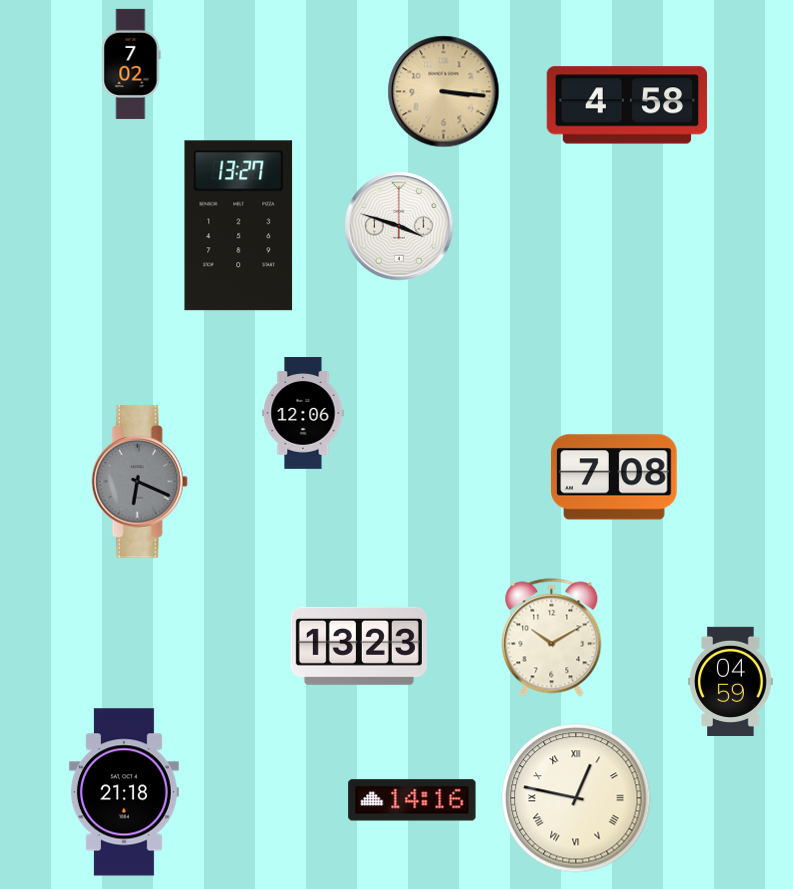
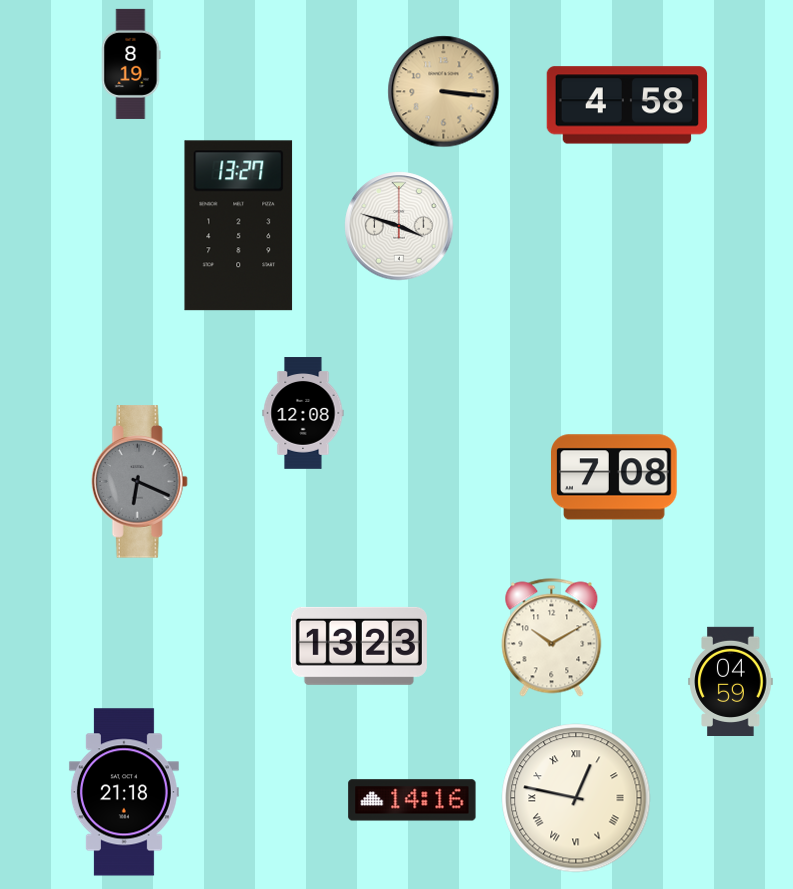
clock at (131, 64): 7:02 -> 8:19
clock at (303, 413): 12:06 -> 12:08
